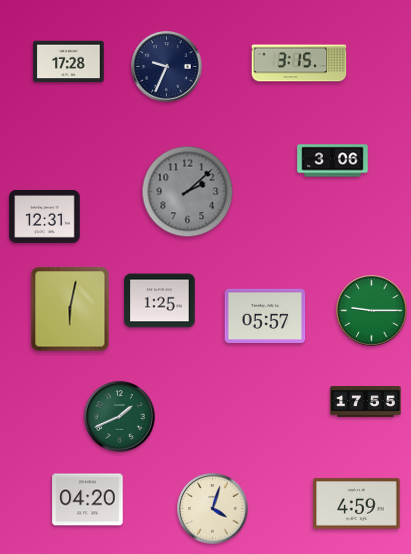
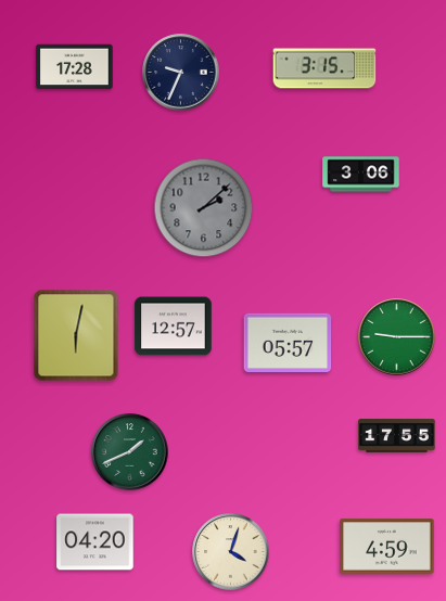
clock at (45, 216): 12:31 -> none
clock at (160, 301): 1:25 -> 12:57
clock at (372, 311) position: (372, 311) -> (397, 337)
